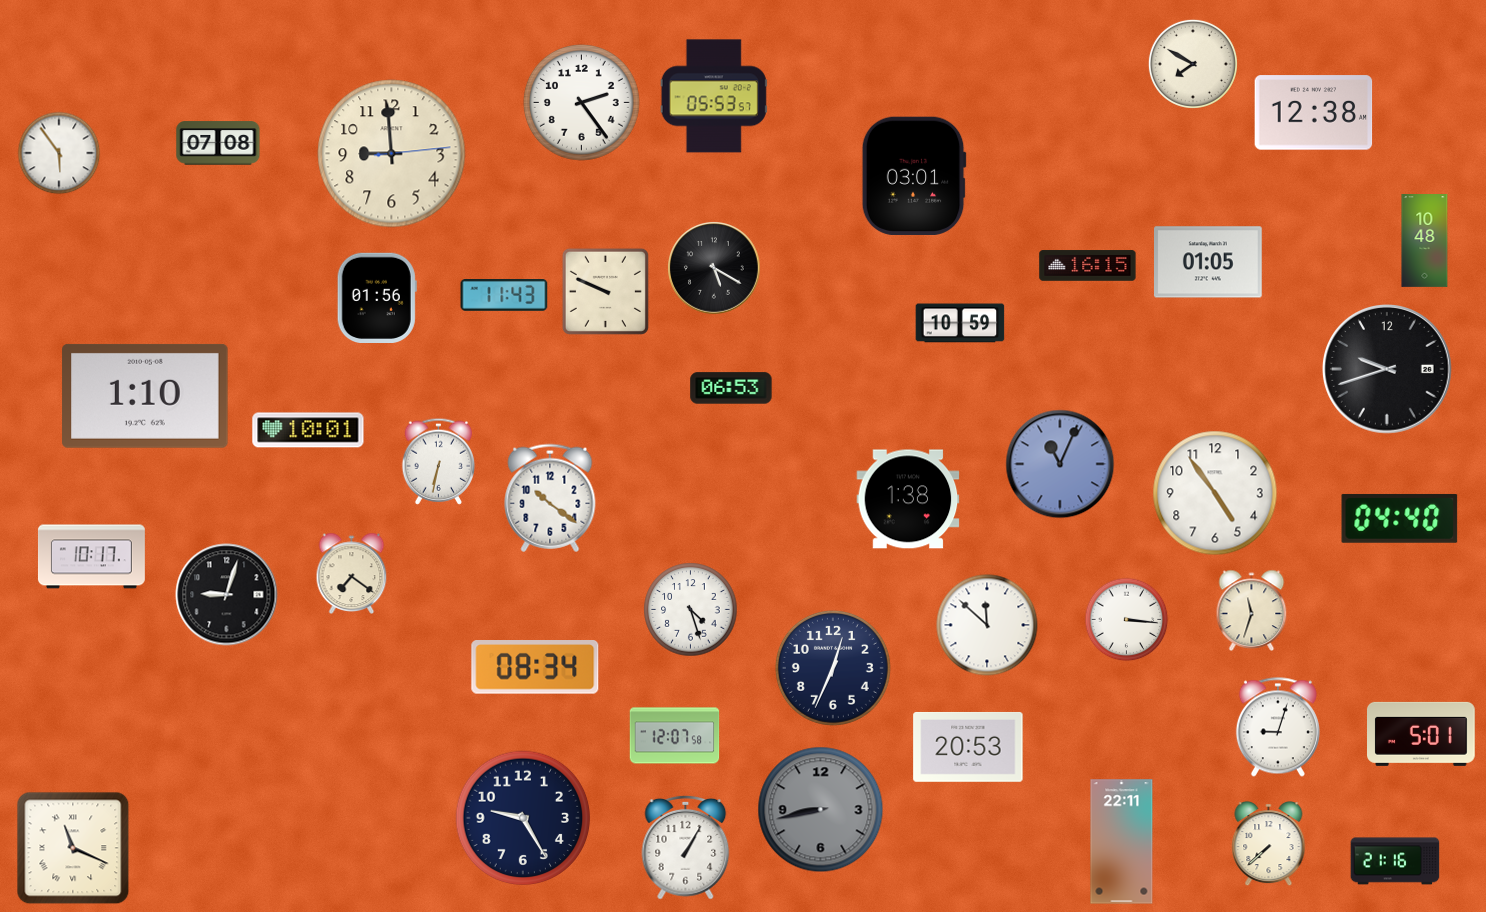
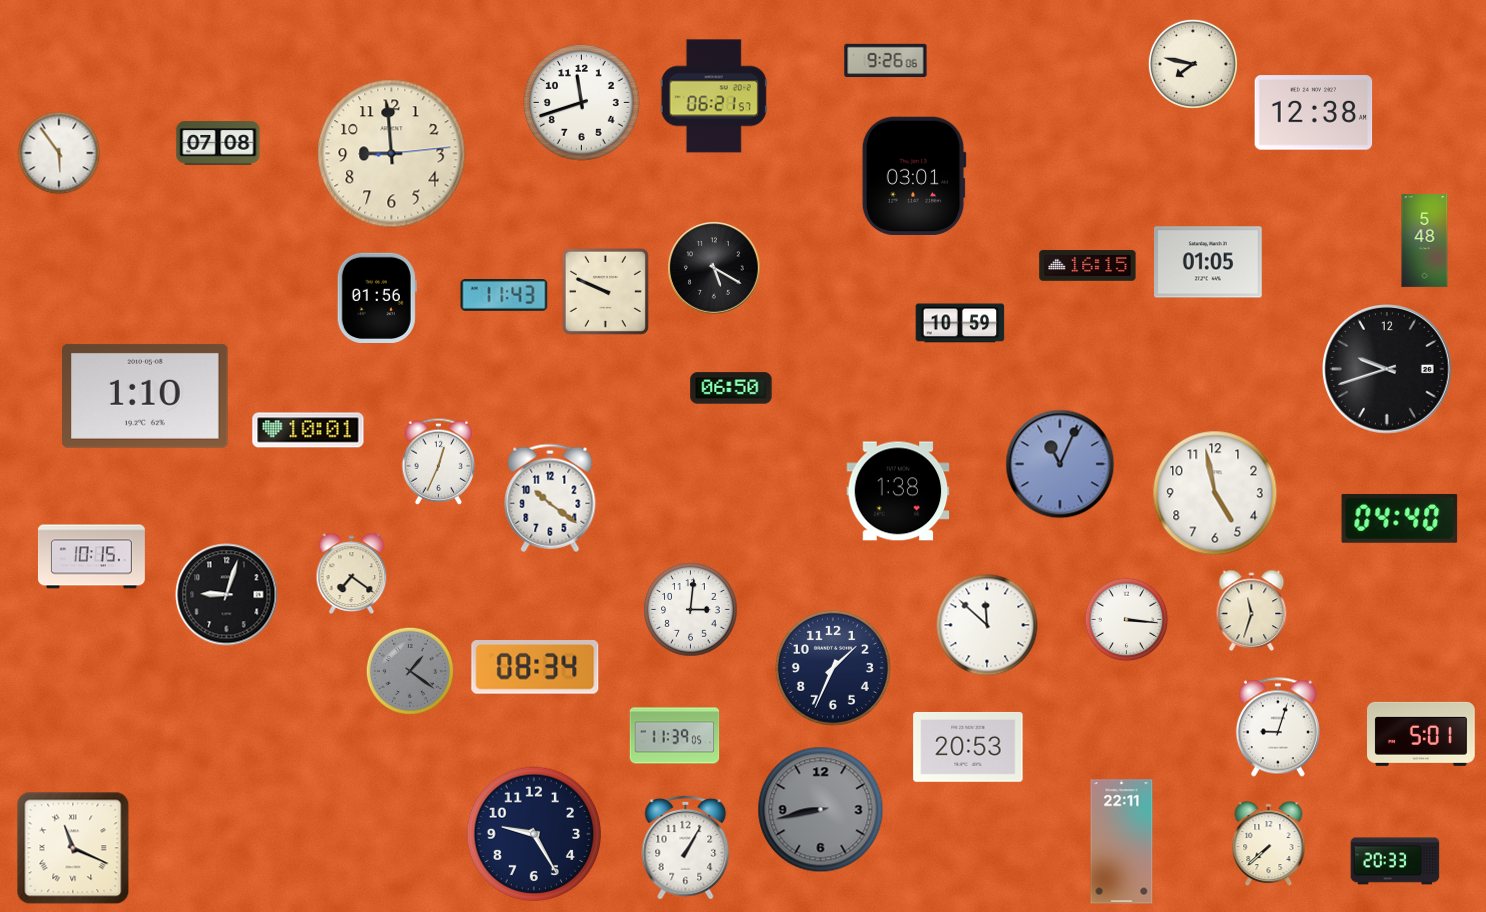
clock at (886, 61): none -> 9:26
clock at (1193, 64): 7:50 -> 7:47
clock at (714, 96): 05:53 -> 06:21
clock at (581, 102): 2:24 -> 11:42
clock at (1425, 241): 10:48 -> 5:48
clock at (731, 388): 06:53 -> 06:50
clock at (438, 461): 6:32 -> 12:34
clock at (1215, 493): 4:54 -> 4:58
clock at (908, 499) position: (908, 499) -> (898, 491)
clock at (91, 557): 10:17 -> 10:15
clock at (691, 610): 4:27 -> 3:01
clock at (833, 668): 12:34 -> 1:34
clock at (410, 671): none -> 1:21
clock at (675, 736): 12:07 -> 11:39
clock at (523, 818) position: (523, 818) -> (534, 834)
clock at (1395, 861): 21:16 -> 20:33
